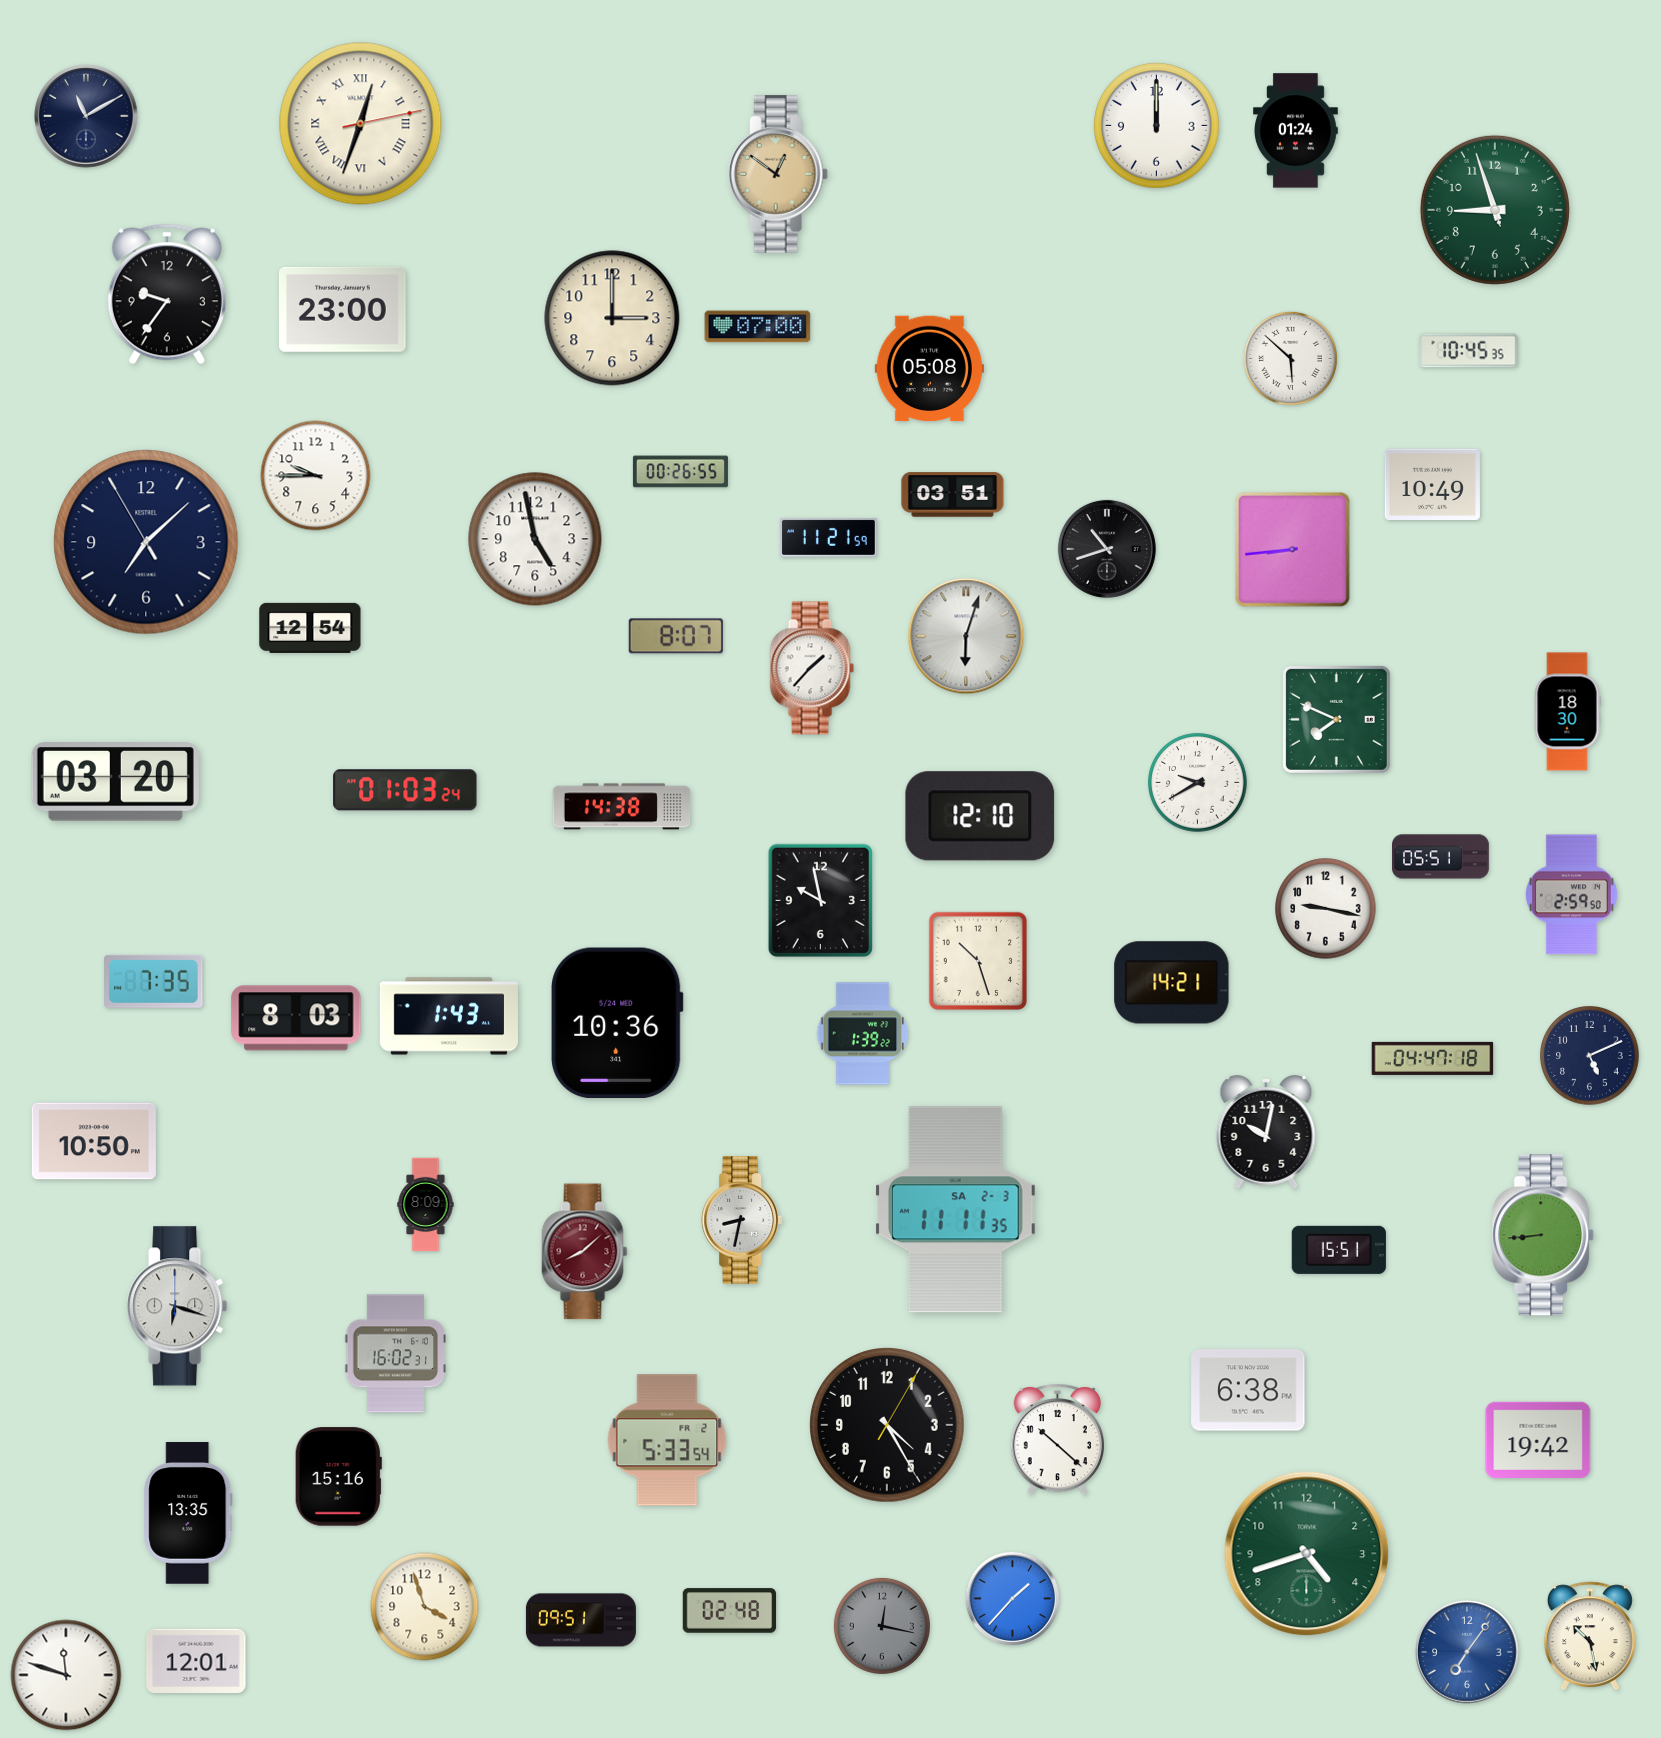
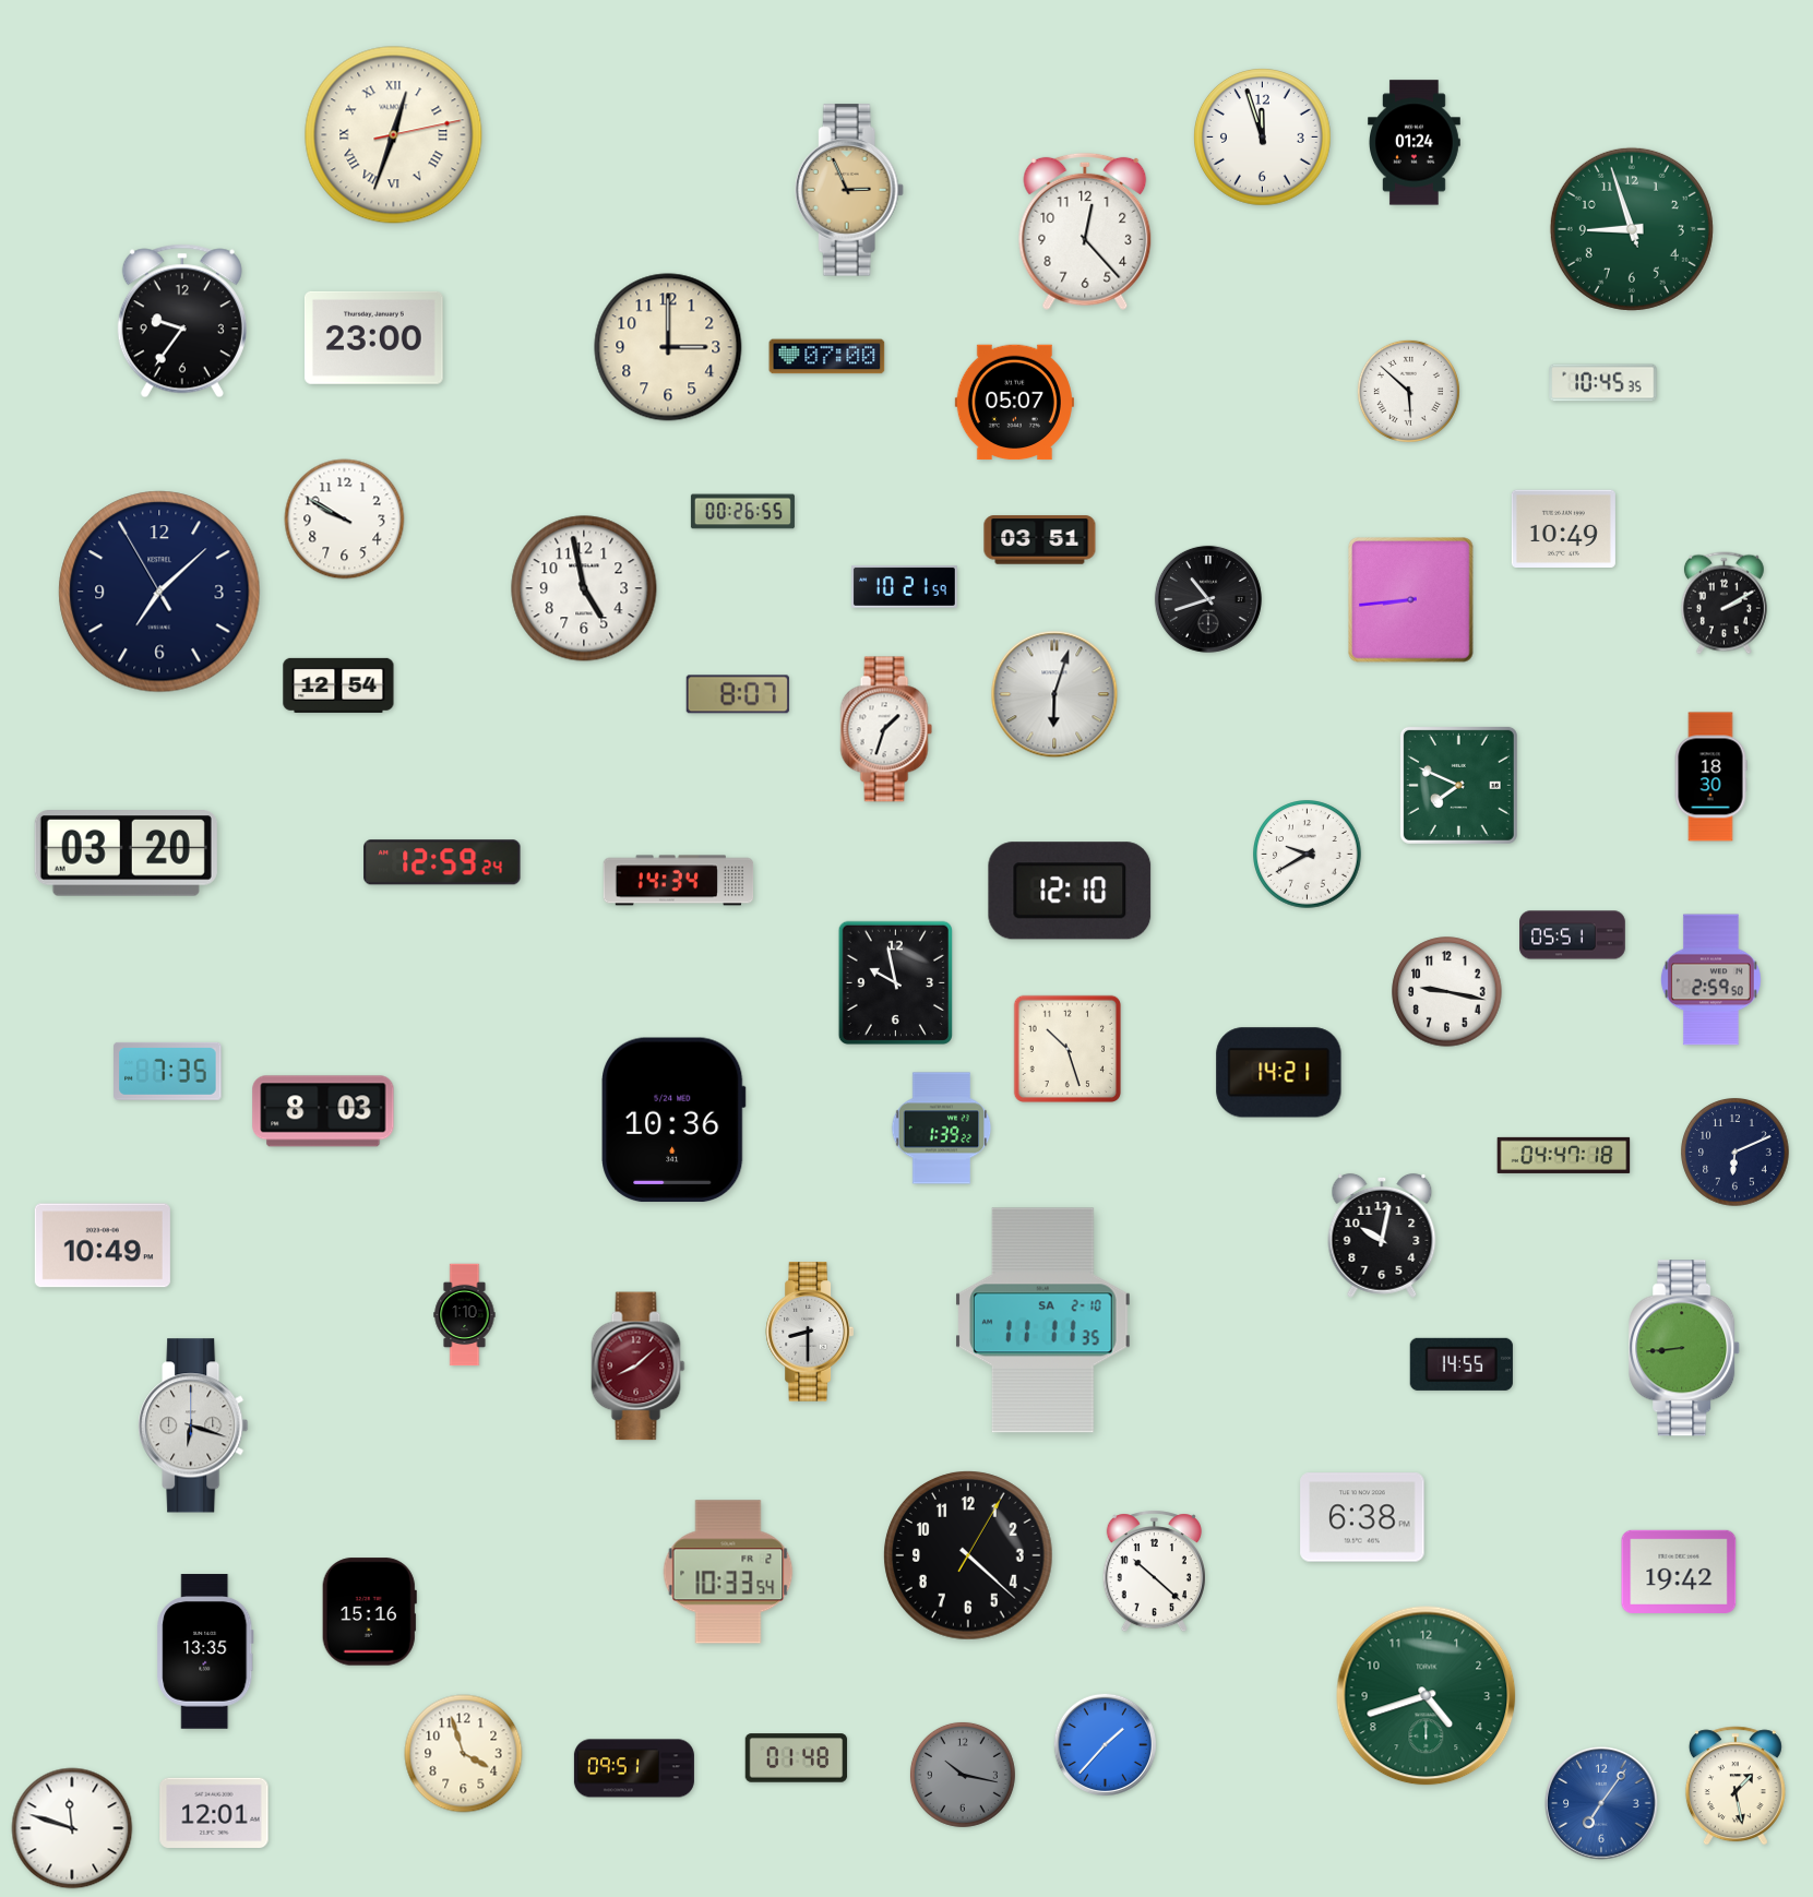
clock at (86, 116): 11:10 -> none
clock at (1157, 126): 12:00 -> 11:57
clock at (778, 174): 12:51 -> 2:56
clock at (1085, 231): none -> 12:23
clock at (929, 369): 05:08 -> 05:07
clock at (680, 472) position: (680, 472) -> (742, 512)
clock at (316, 476): 9:45 -> 9:50
clock at (829, 537): 11:21 -> 10:21
clock at (1723, 604): none -> 2:10
clock at (812, 668): 1:37 -> 1:33
clock at (405, 790): 01:03 -> 12:59
clock at (622, 807): 14:38 -> 14:34
clock at (1571, 895) position: (1571, 895) -> (1710, 980)
clock at (449, 1016): 1:43 -> none
clock at (617, 1023) position: (617, 1023) -> (673, 1120)
clock at (1590, 1056): 5:11 -> 6:11
clock at (94, 1141): 10:50 -> 10:49
clock at (426, 1205): 8:09 -> 1:10
clock at (956, 1210) date: SA 2-3 -> SA 2-10
clock at (741, 1220): 8:32 -> 8:30
clock at (1339, 1250): 15:51 -> 14:55
clock at (396, 1354): 16:02 -> none
clock at (887, 1425): 4:25 -> 4:22
clock at (667, 1440): 5:33 -> 10:33
clock at (730, 1611): 02:48 -> 01:48
clock at (882, 1626): 12:17 -> 10:17
clock at (1590, 1636): 10:28 -> 1:28
